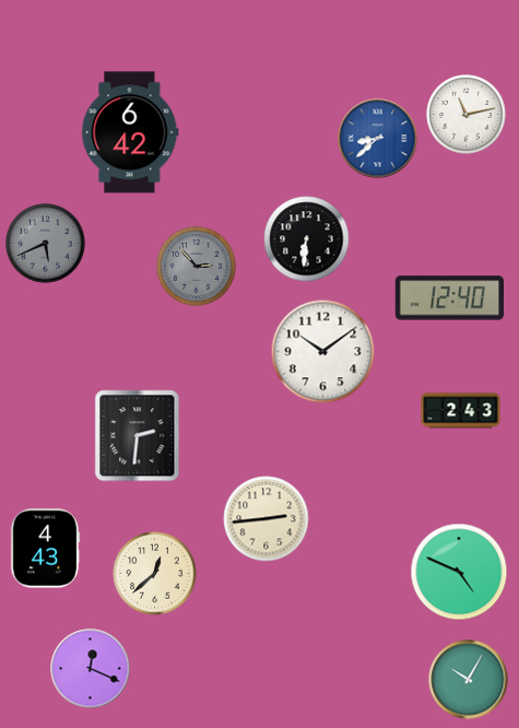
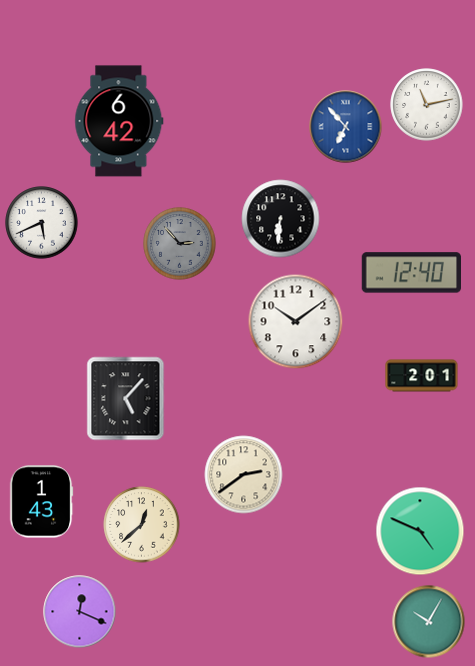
clock at (378, 139): 8:38 -> 6:53
clock at (46, 244) dial: grey -> white
clock at (461, 411): 2:43 -> 2:01
clock at (138, 436): 2:31 -> 5:07
clock at (267, 519): 2:44 -> 2:39
clock at (45, 549): 4:43 -> 1:43
clock at (459, 572) position: (459, 572) -> (420, 531)
clock at (91, 669) position: (91, 669) -> (80, 612)
